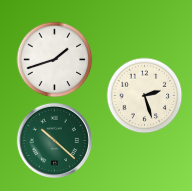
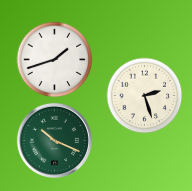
clock at (54, 140): 10:22 -> 10:19
